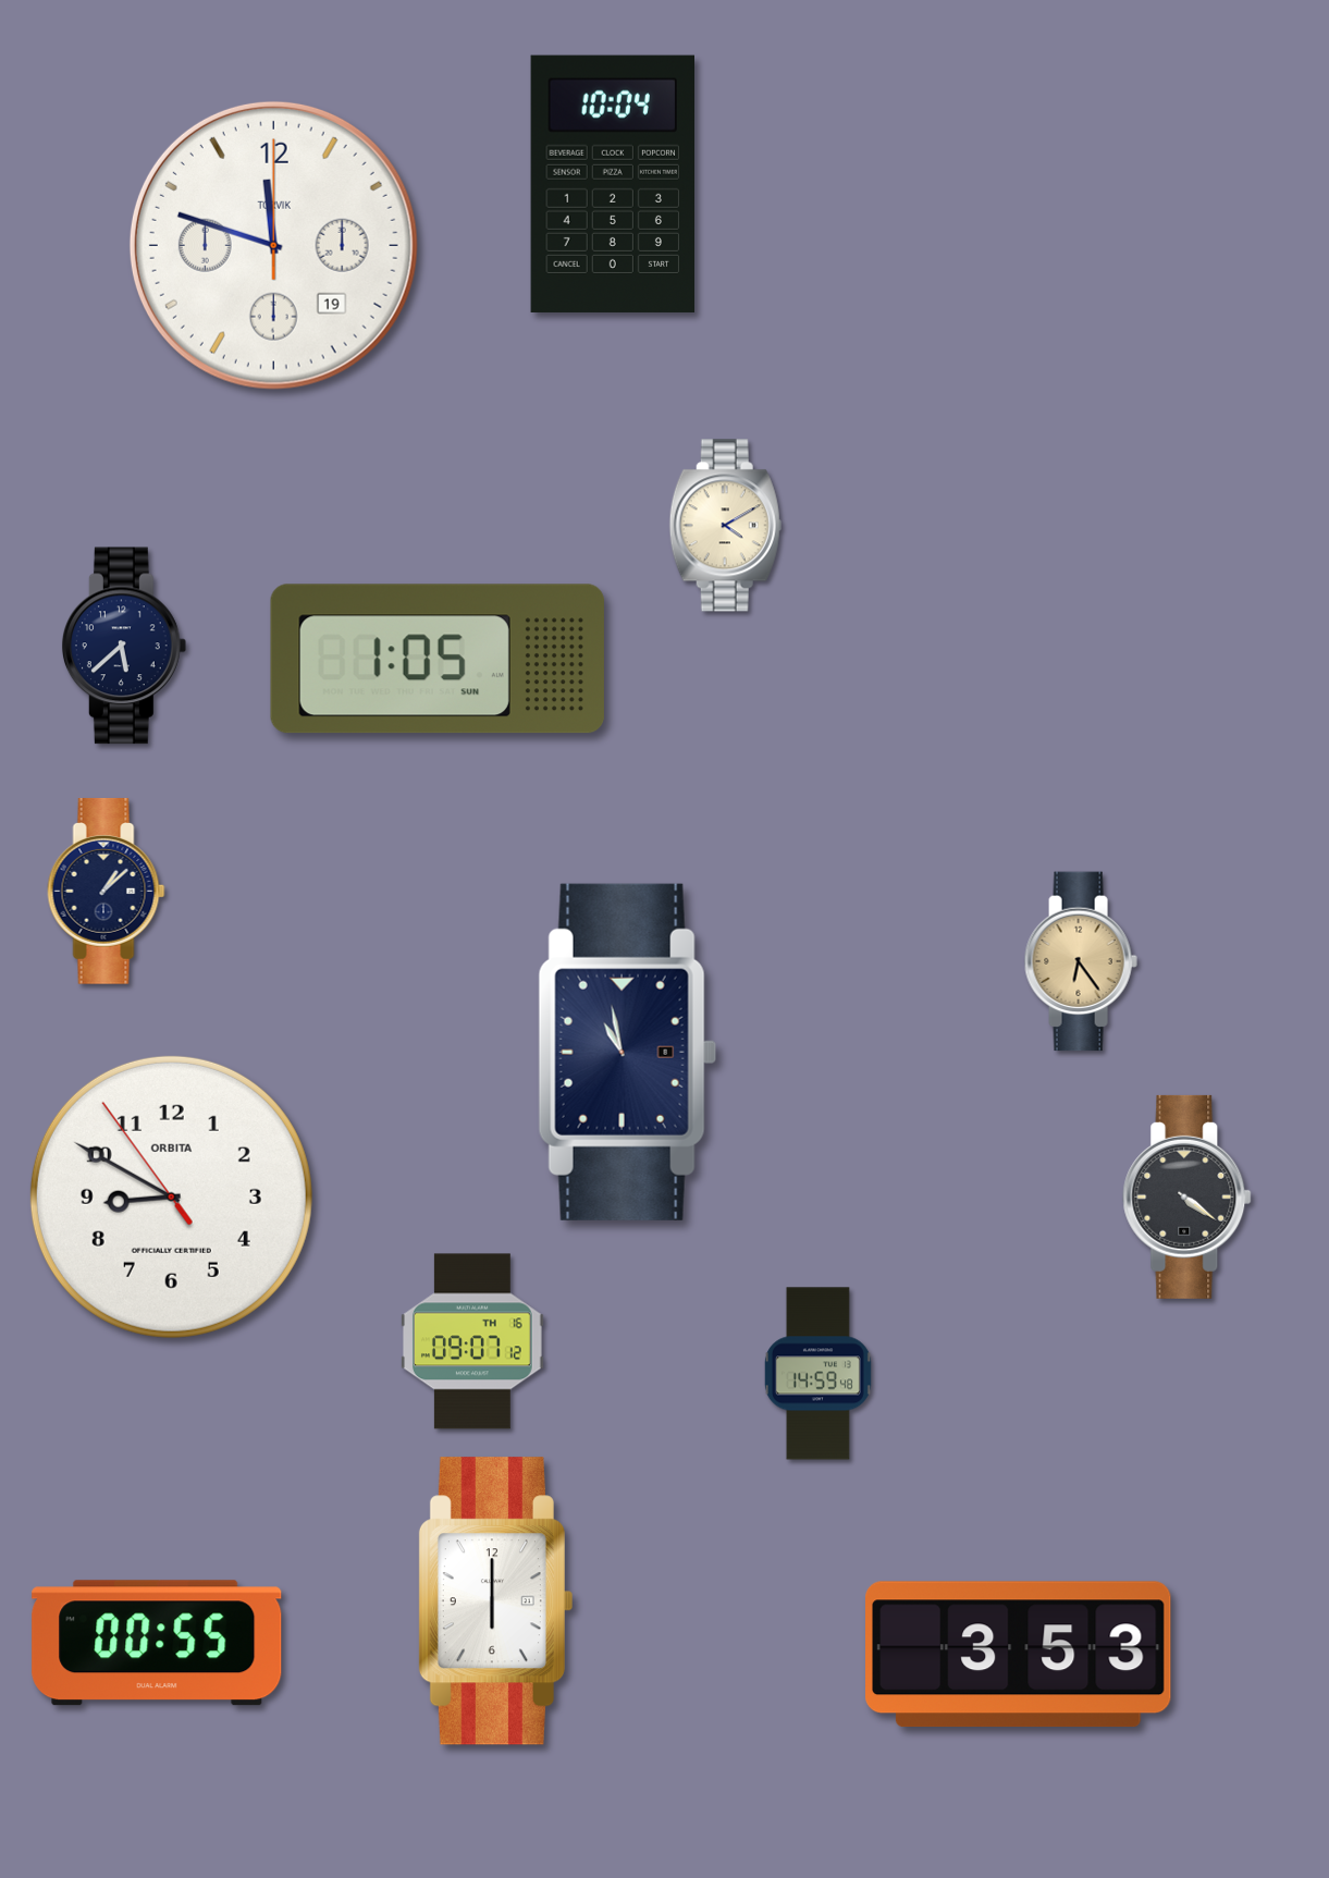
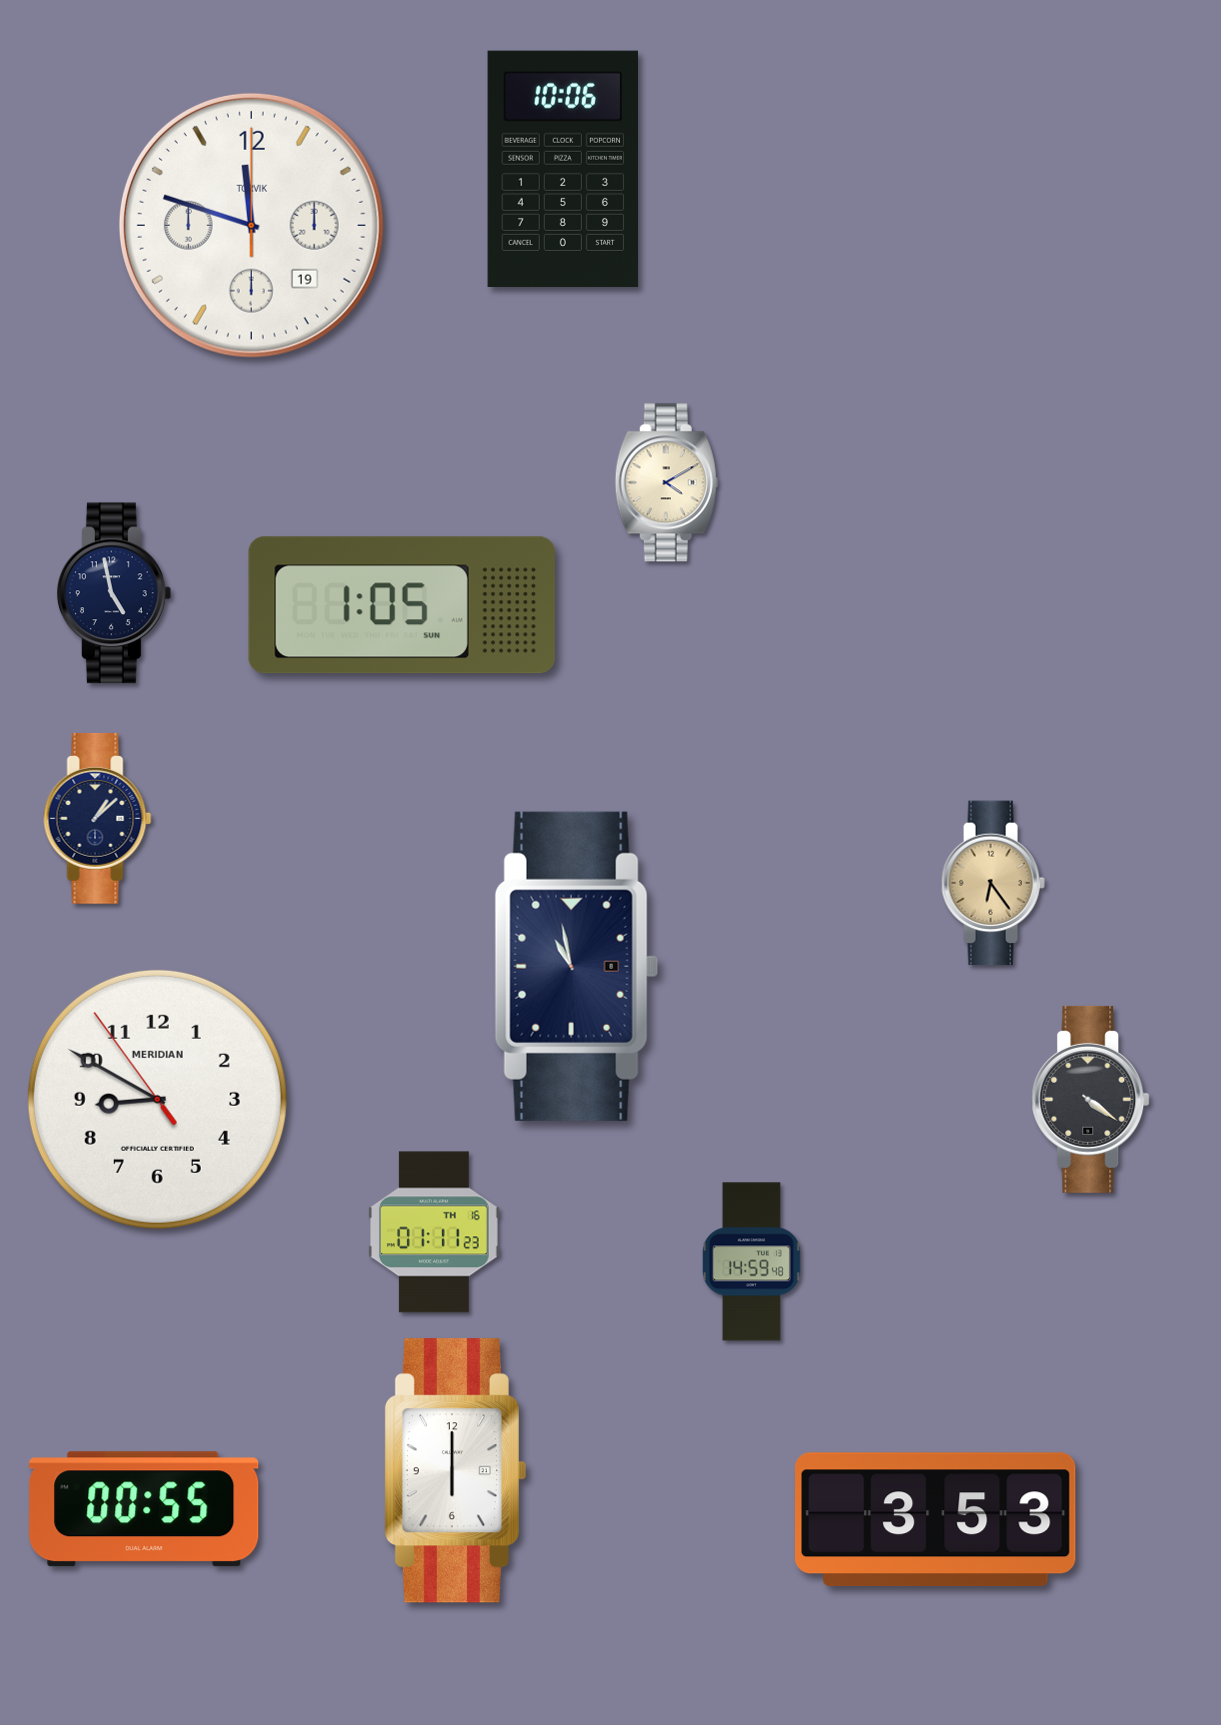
clock at (612, 184): 10:04 -> 10:06
clock at (124, 646): 5:38 -> 4:58
clock at (171, 1196) brand: ORBITA -> MERIDIAN
clock at (472, 1341): 09:07 -> 01:11
